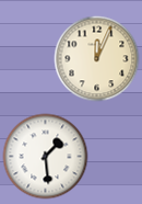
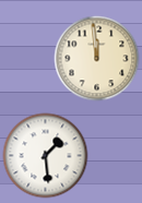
clock at (96, 58): 12:04 -> 11:59
